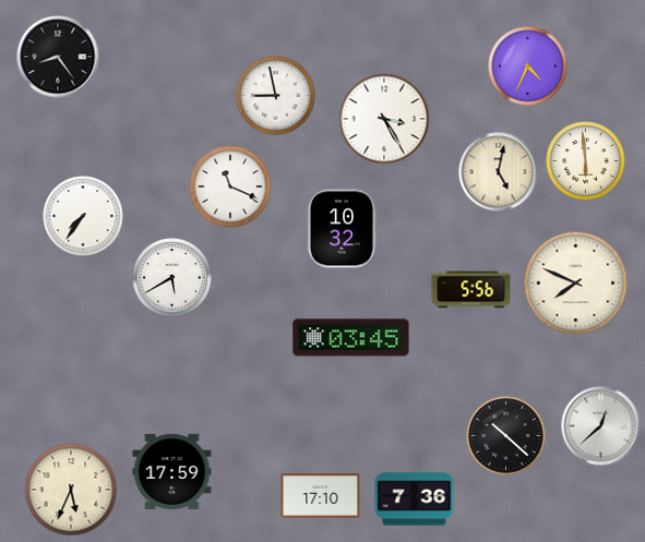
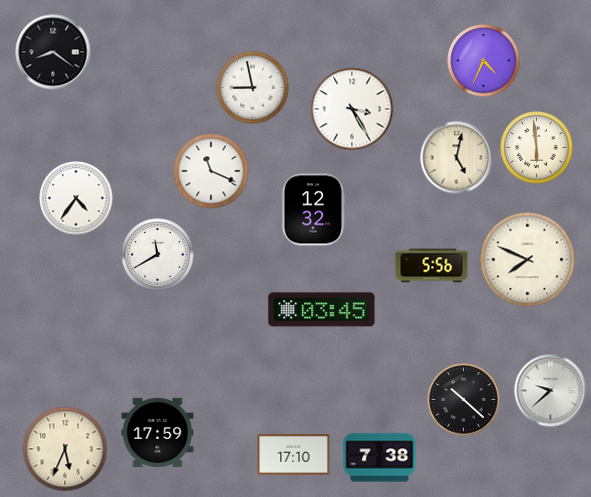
clock at (58, 57): 8:24 -> 8:21
clock at (83, 216): 7:36 -> 4:36
clock at (342, 229): 10:32 -> 12:32
clock at (172, 278): 5:40 -> 11:40
clock at (601, 426): 12:38 -> 9:38
clock at (415, 499): 7:36 -> 7:38
